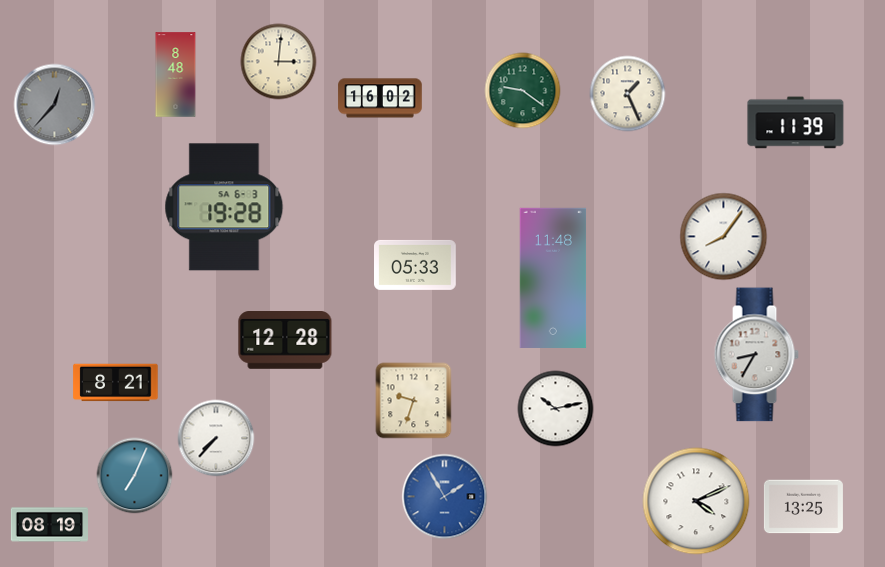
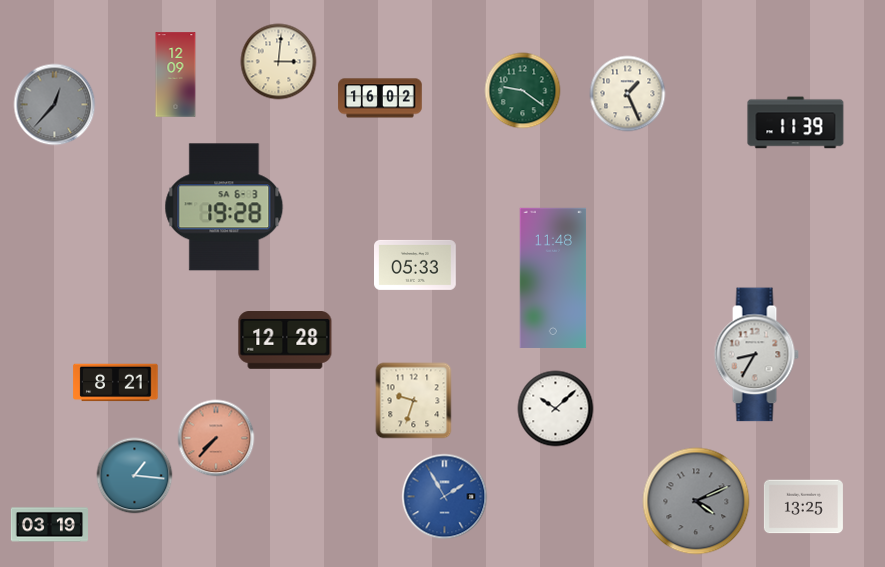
clock at (176, 75): 8:48 -> 12:09
clock at (724, 237): 8:06 -> none
clock at (556, 409): 10:13 -> 10:08
clock at (216, 438) dial: white -> salmon
clock at (135, 476): 7:04 -> 1:16
clock at (696, 501) dial: white -> grey
clock at (49, 525): 08:19 -> 03:19
